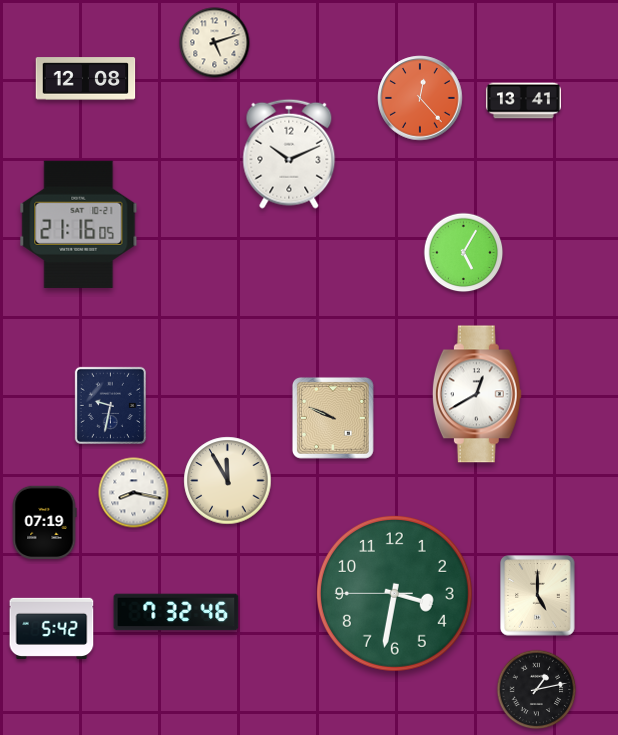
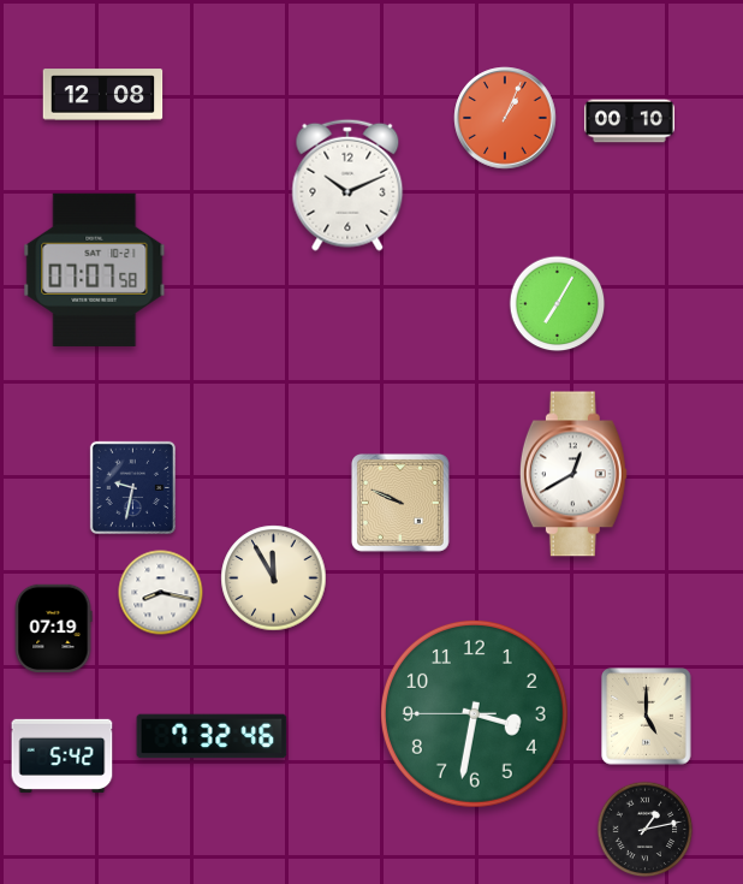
clock at (215, 43): 5:12 -> none
clock at (420, 98): 12:23 -> 1:04
clock at (523, 101): 13:41 -> 00:10
clock at (79, 224): 21:16 -> 07:07
clock at (464, 253): 5:05 -> 7:05
